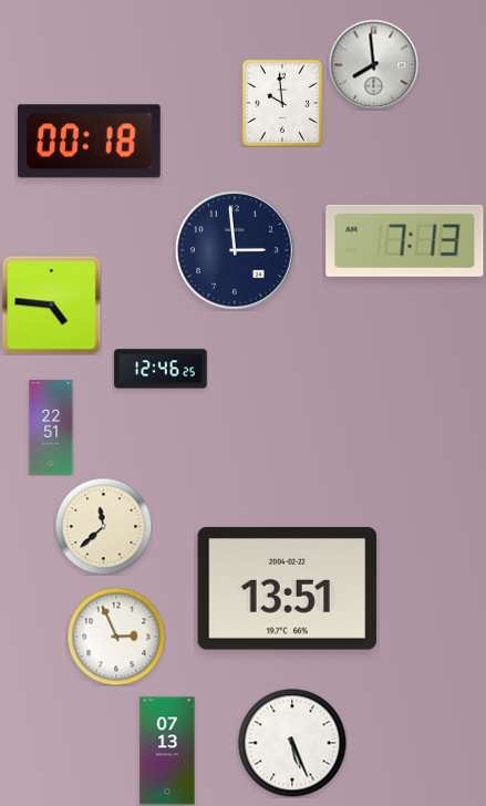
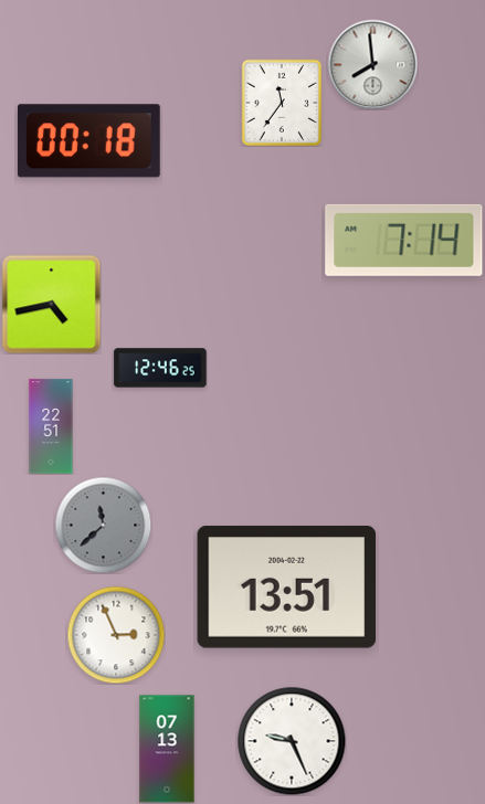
clock at (281, 103): 9:59 -> 11:36
clock at (405, 240): 7:13 -> 7:14
clock at (235, 250): 2:59 -> none
clock at (51, 304): 4:46 -> 4:43
clock at (103, 526) dial: cream -> grey
clock at (292, 743): 5:26 -> 9:26
